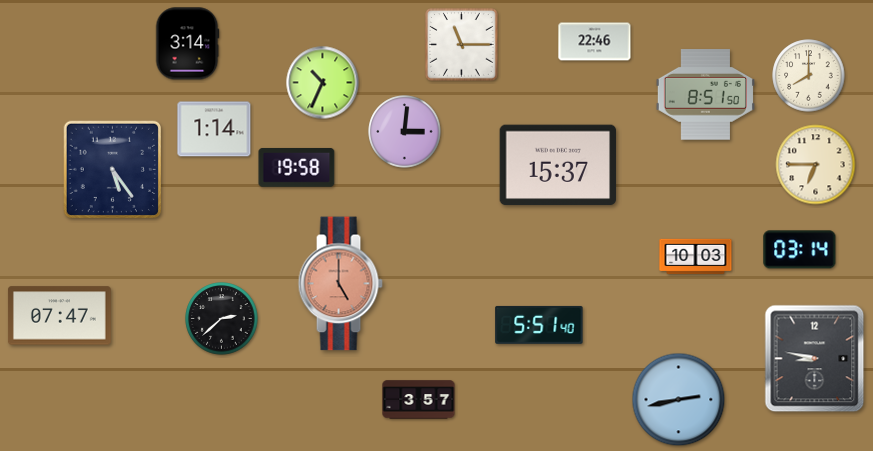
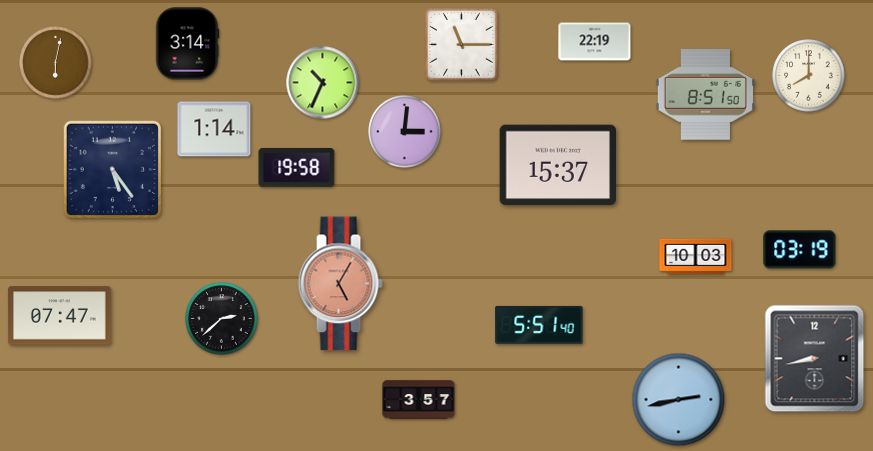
clock at (595, 42): 22:46 -> 22:19
clock at (56, 63): none -> 6:02
clock at (816, 165): 6:45 -> none
clock at (800, 250): 03:14 -> 03:19
clock at (340, 284): 5:00 -> 5:05
clock at (815, 359): 8:47 -> 8:43
